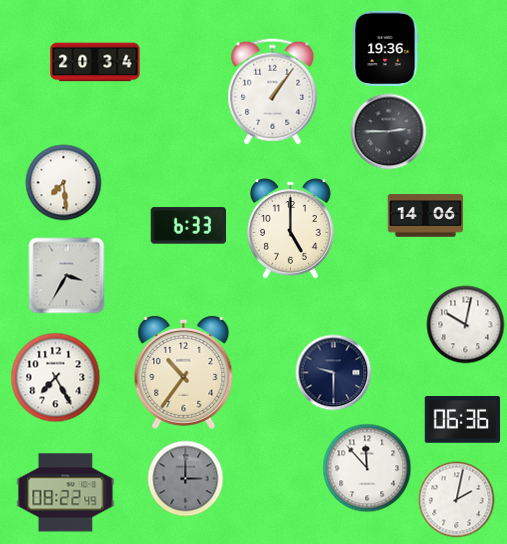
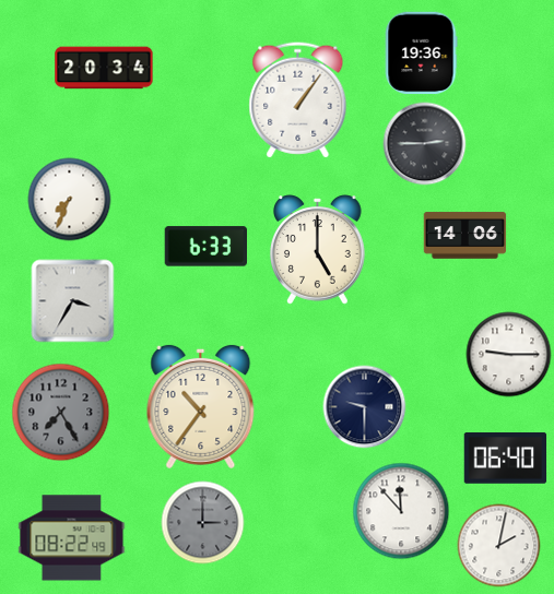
clock at (64, 183): 7:29 -> 7:34
clock at (466, 325): 10:02 -> 9:15
clock at (56, 378) dial: white -> grey
clock at (463, 420): 06:36 -> 06:40
